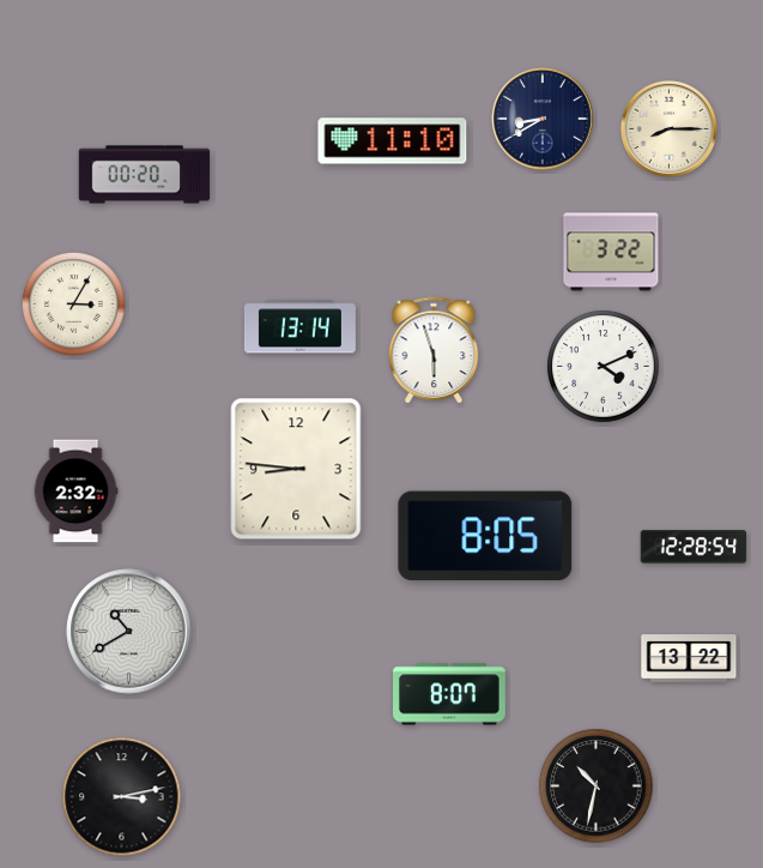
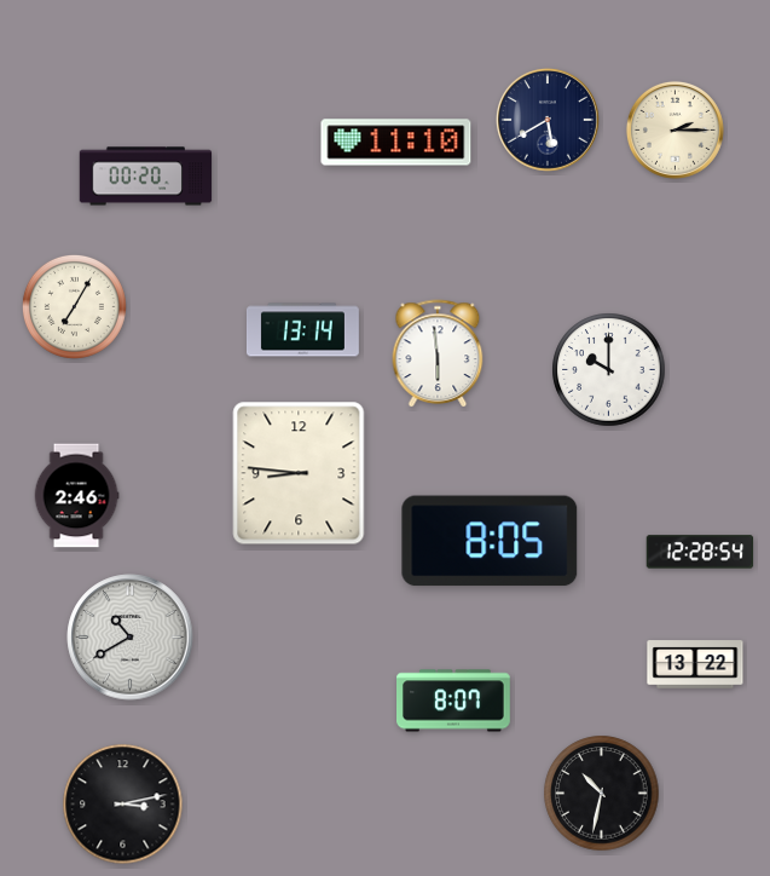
clock at (543, 119): 8:40 -> 5:40
clock at (668, 128): 8:15 -> 2:15
clock at (611, 252): 3:22 -> none
clock at (73, 303): 3:05 -> 7:05
clock at (434, 350): 5:57 -> 5:59
clock at (604, 367): 4:11 -> 10:00
clock at (75, 492): 2:32 -> 2:46
